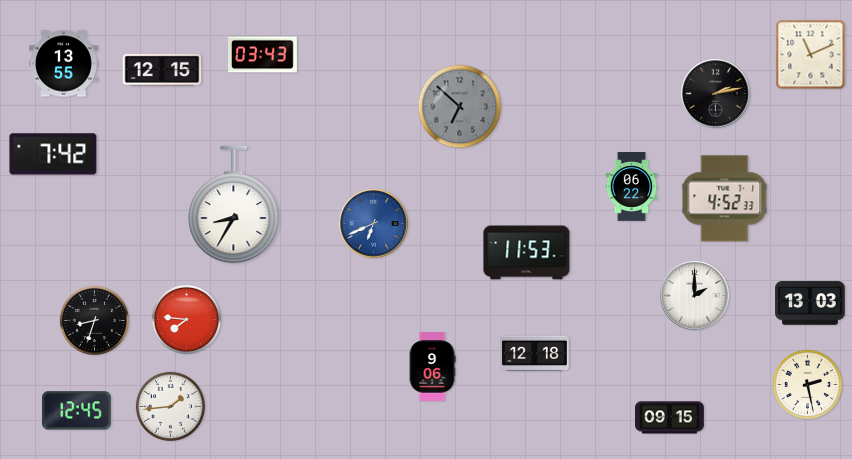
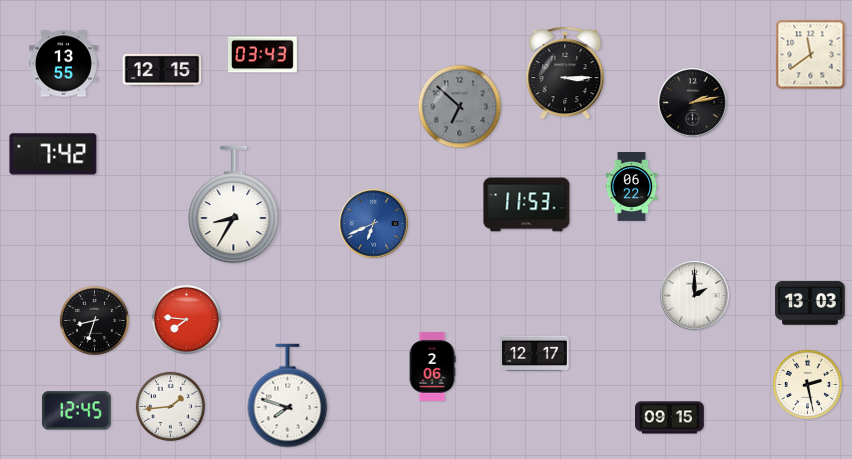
clock at (811, 55): 11:11 -> 11:39
clock at (565, 74): none -> 3:15
clock at (716, 94) position: (716, 94) -> (693, 103)
clock at (725, 199): 4:52 -> none
clock at (527, 253) position: (527, 253) -> (527, 205)
clock at (535, 354): 12:18 -> 12:17
clock at (432, 367): 9:06 -> 2:06
clock at (288, 396): none -> 7:48
